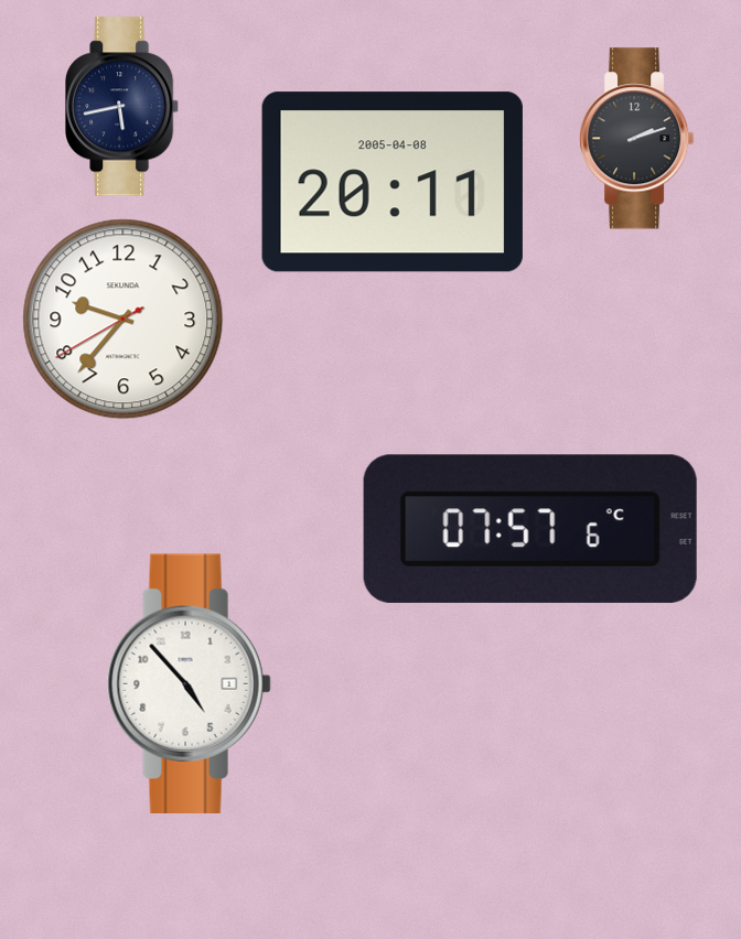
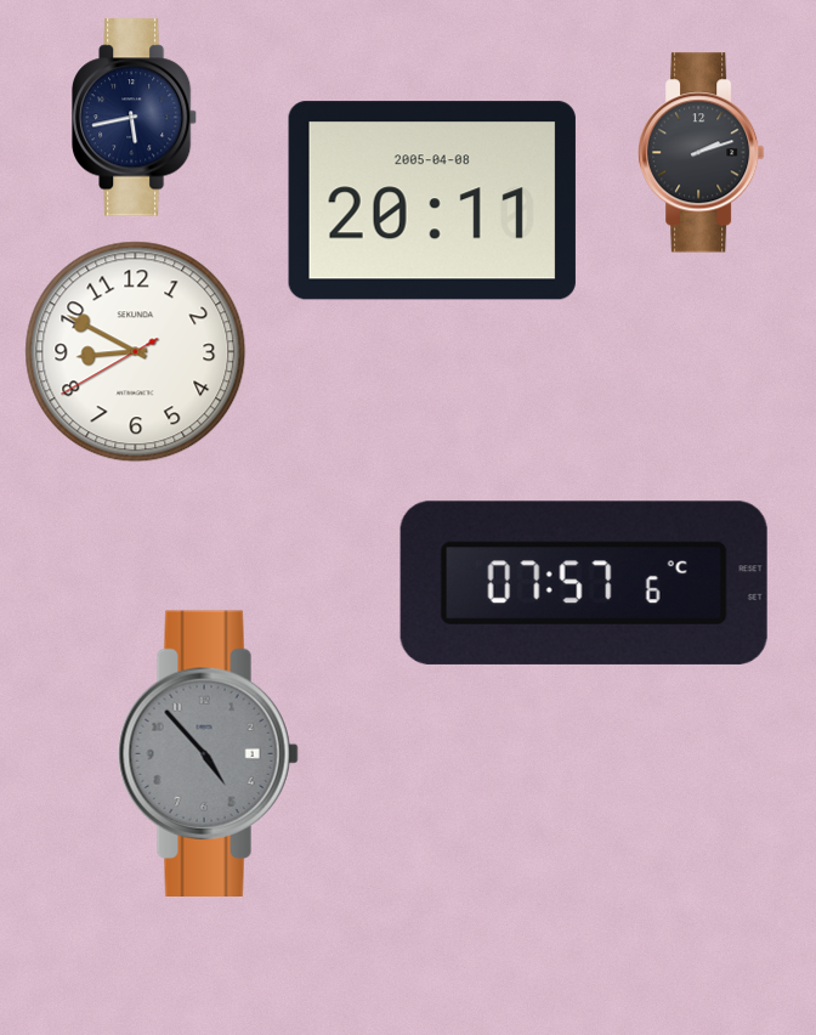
clock at (123, 320): 9:36 -> 8:49
clock at (189, 683) dial: white -> grey
